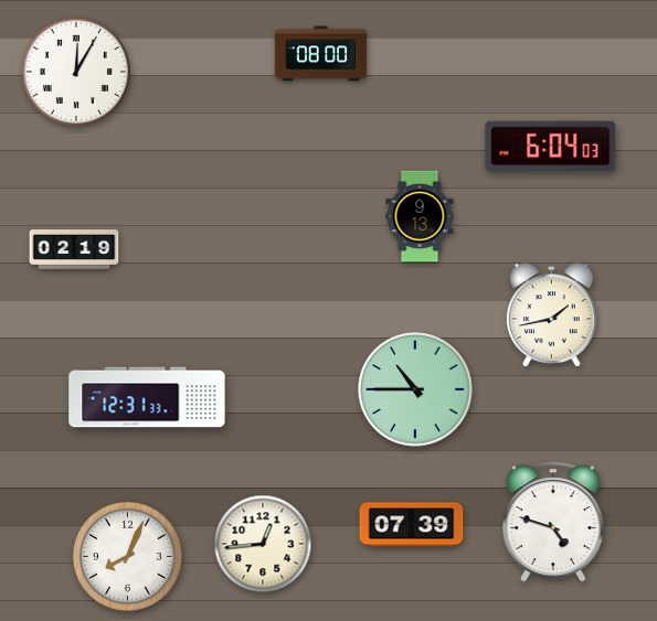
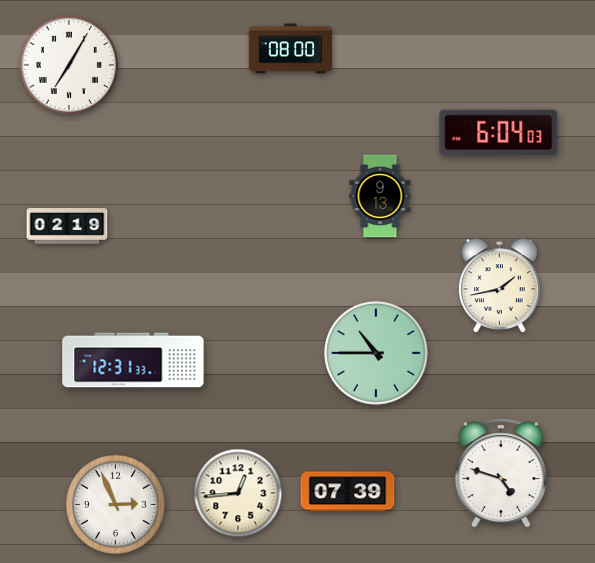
clock at (76, 72): 12:05 -> 7:05
clock at (412, 525) position: (412, 525) -> (348, 492)
clock at (127, 556): 8:04 -> 2:56
